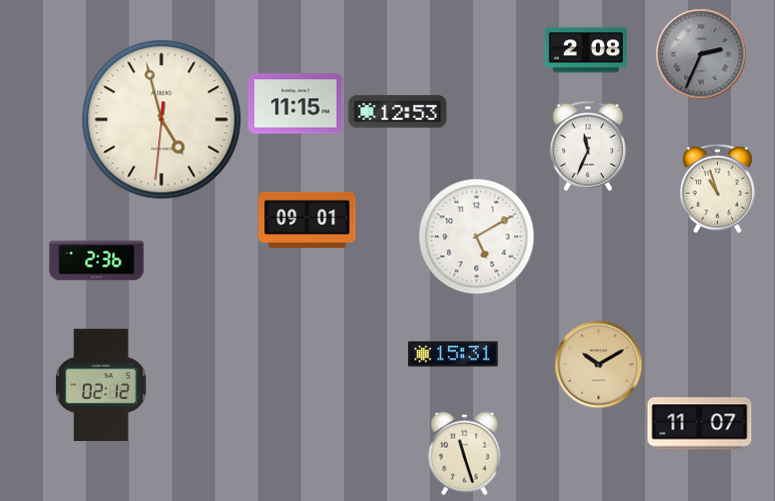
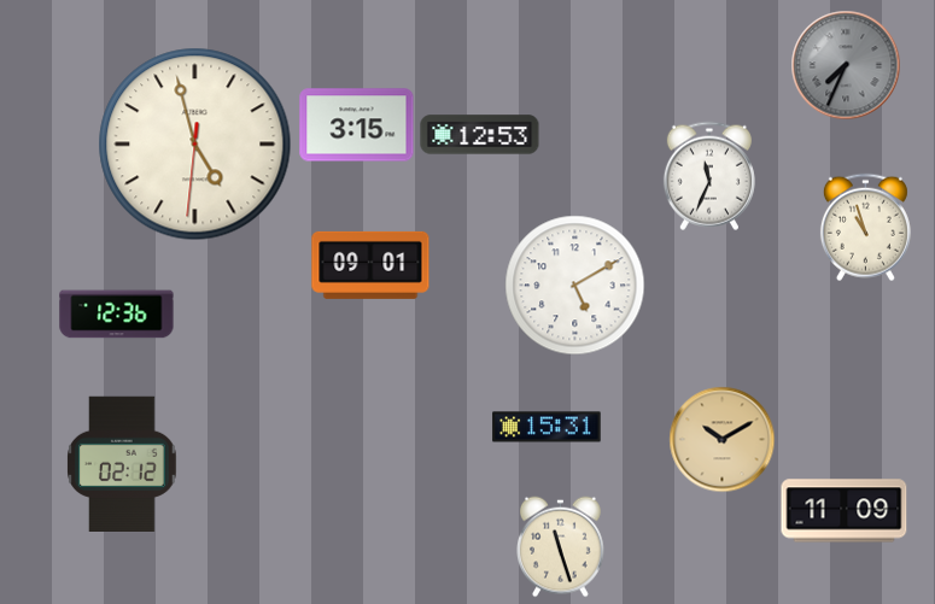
clock at (586, 50): 2:08 -> none
clock at (701, 54): 2:34 -> 7:34
clock at (296, 104): 11:15 -> 3:15
clock at (97, 261): 2:36 -> 12:36
clock at (700, 424): 11:07 -> 11:09
